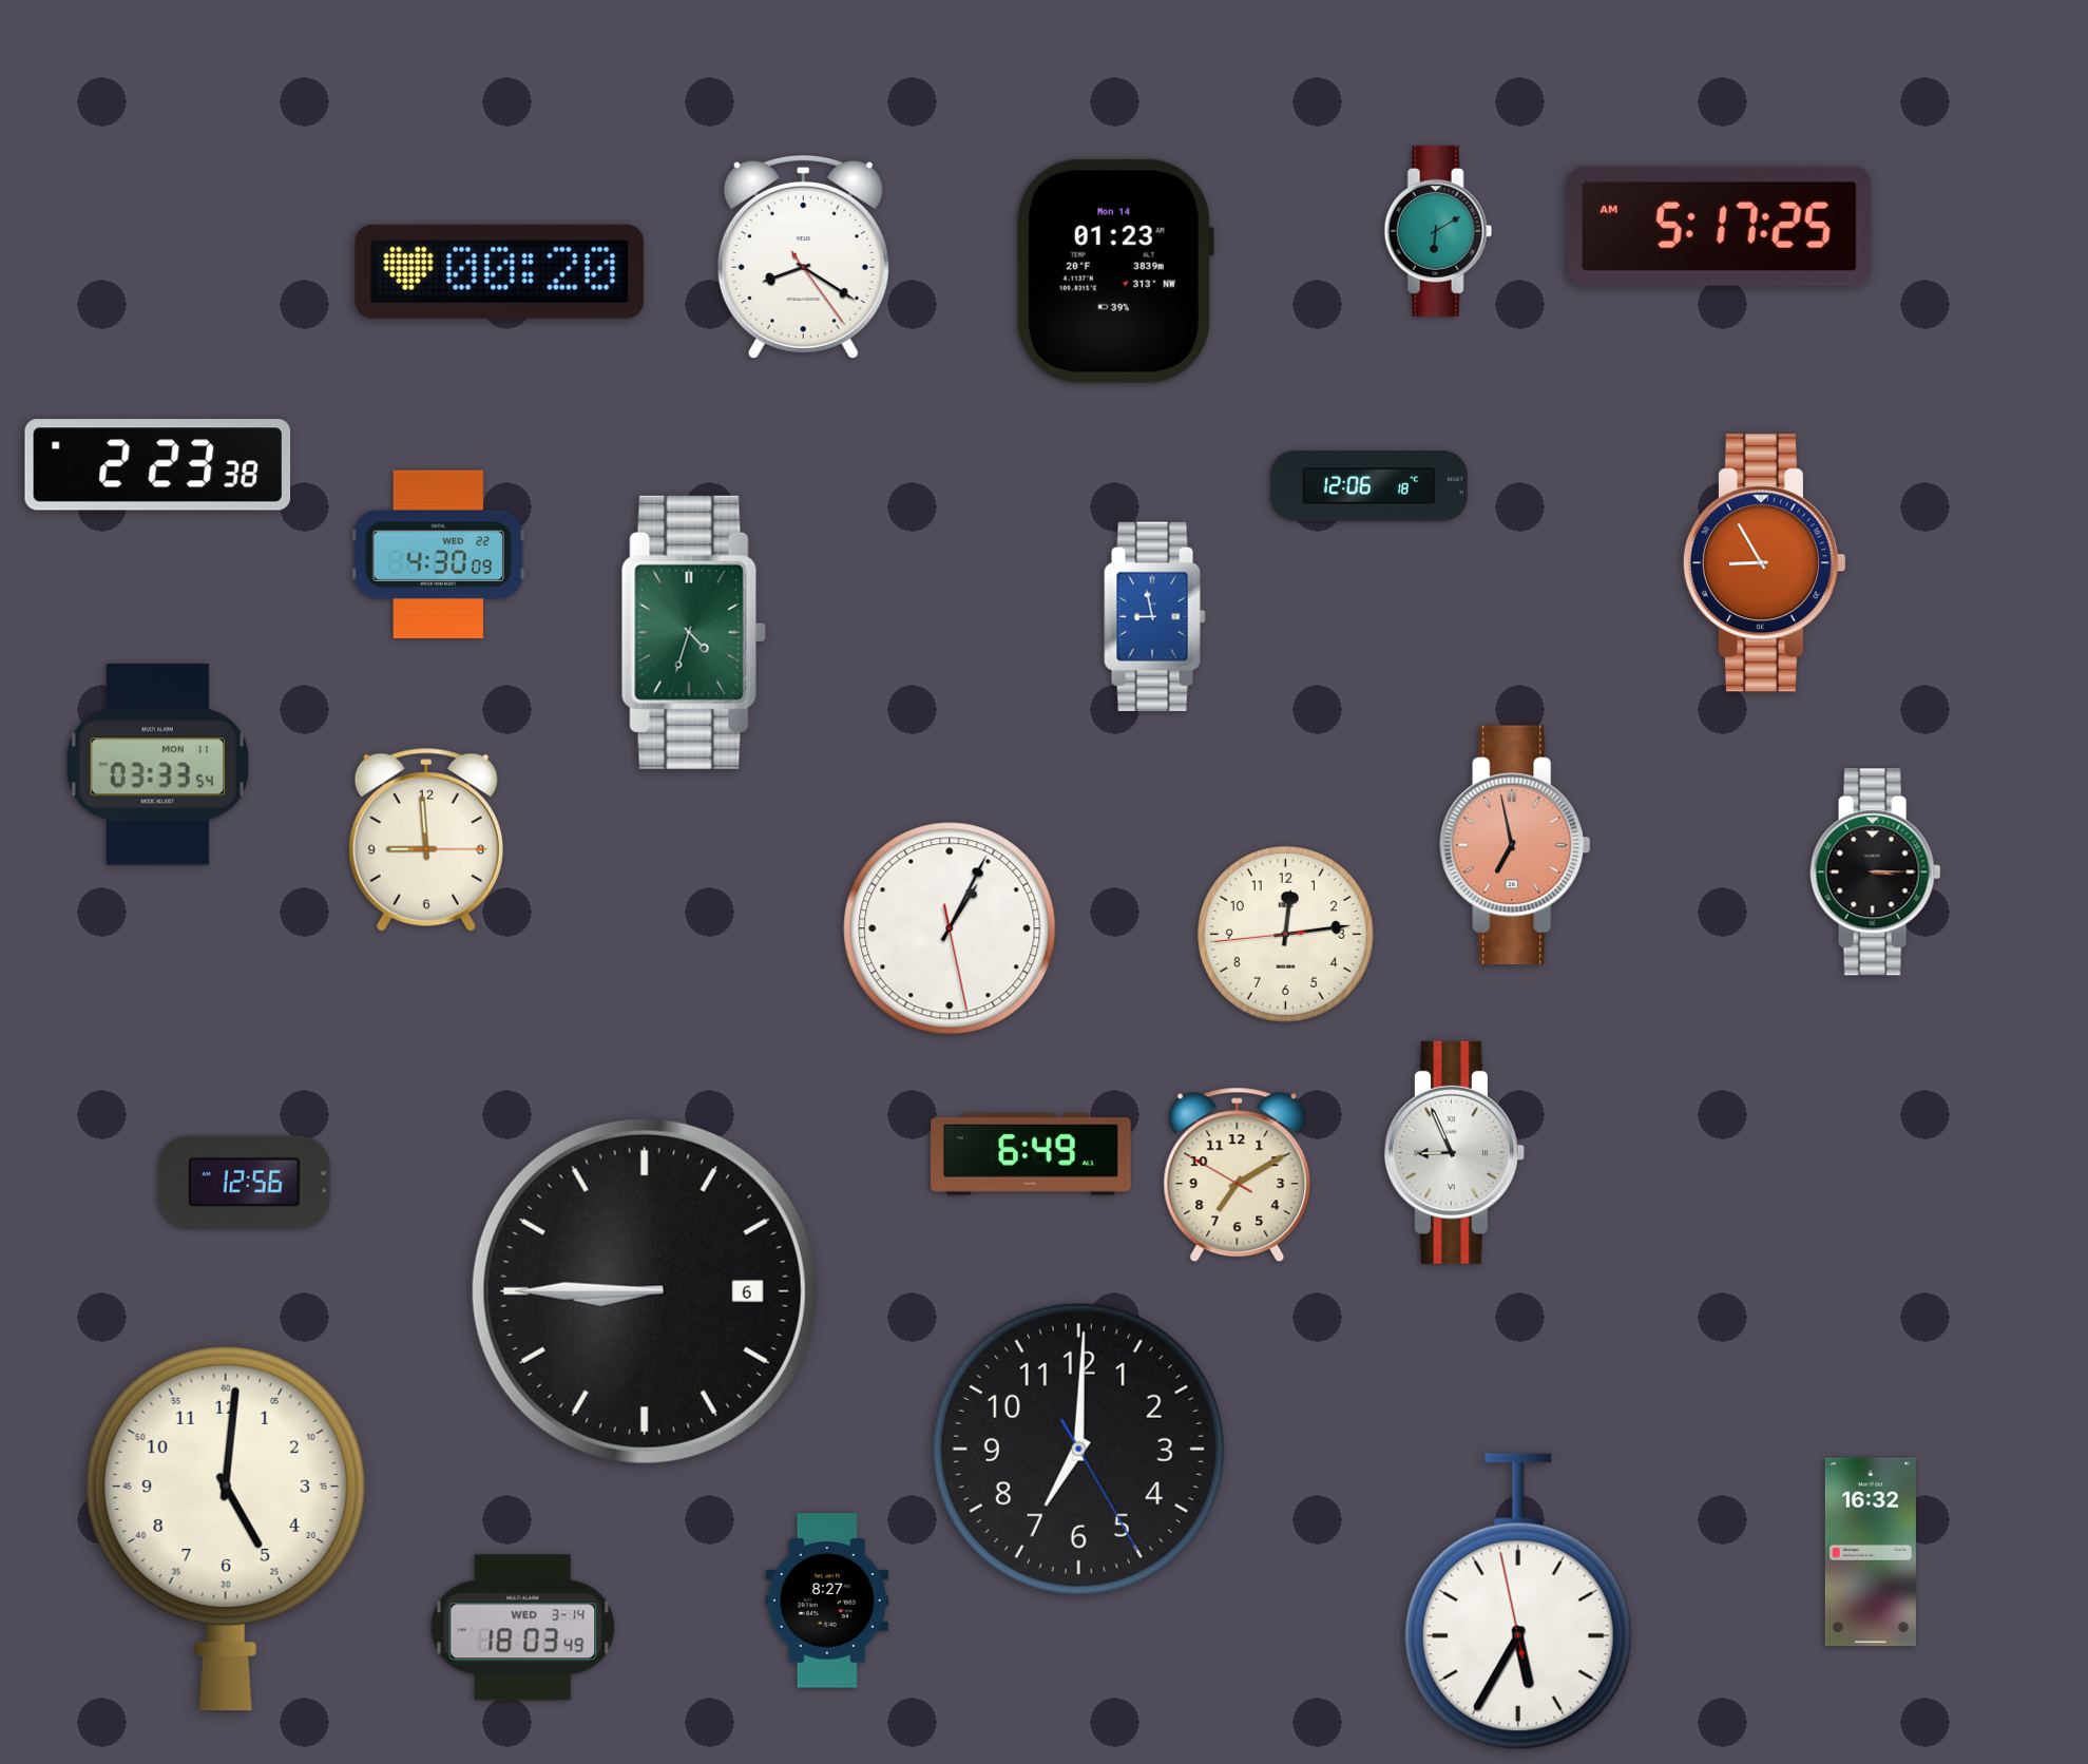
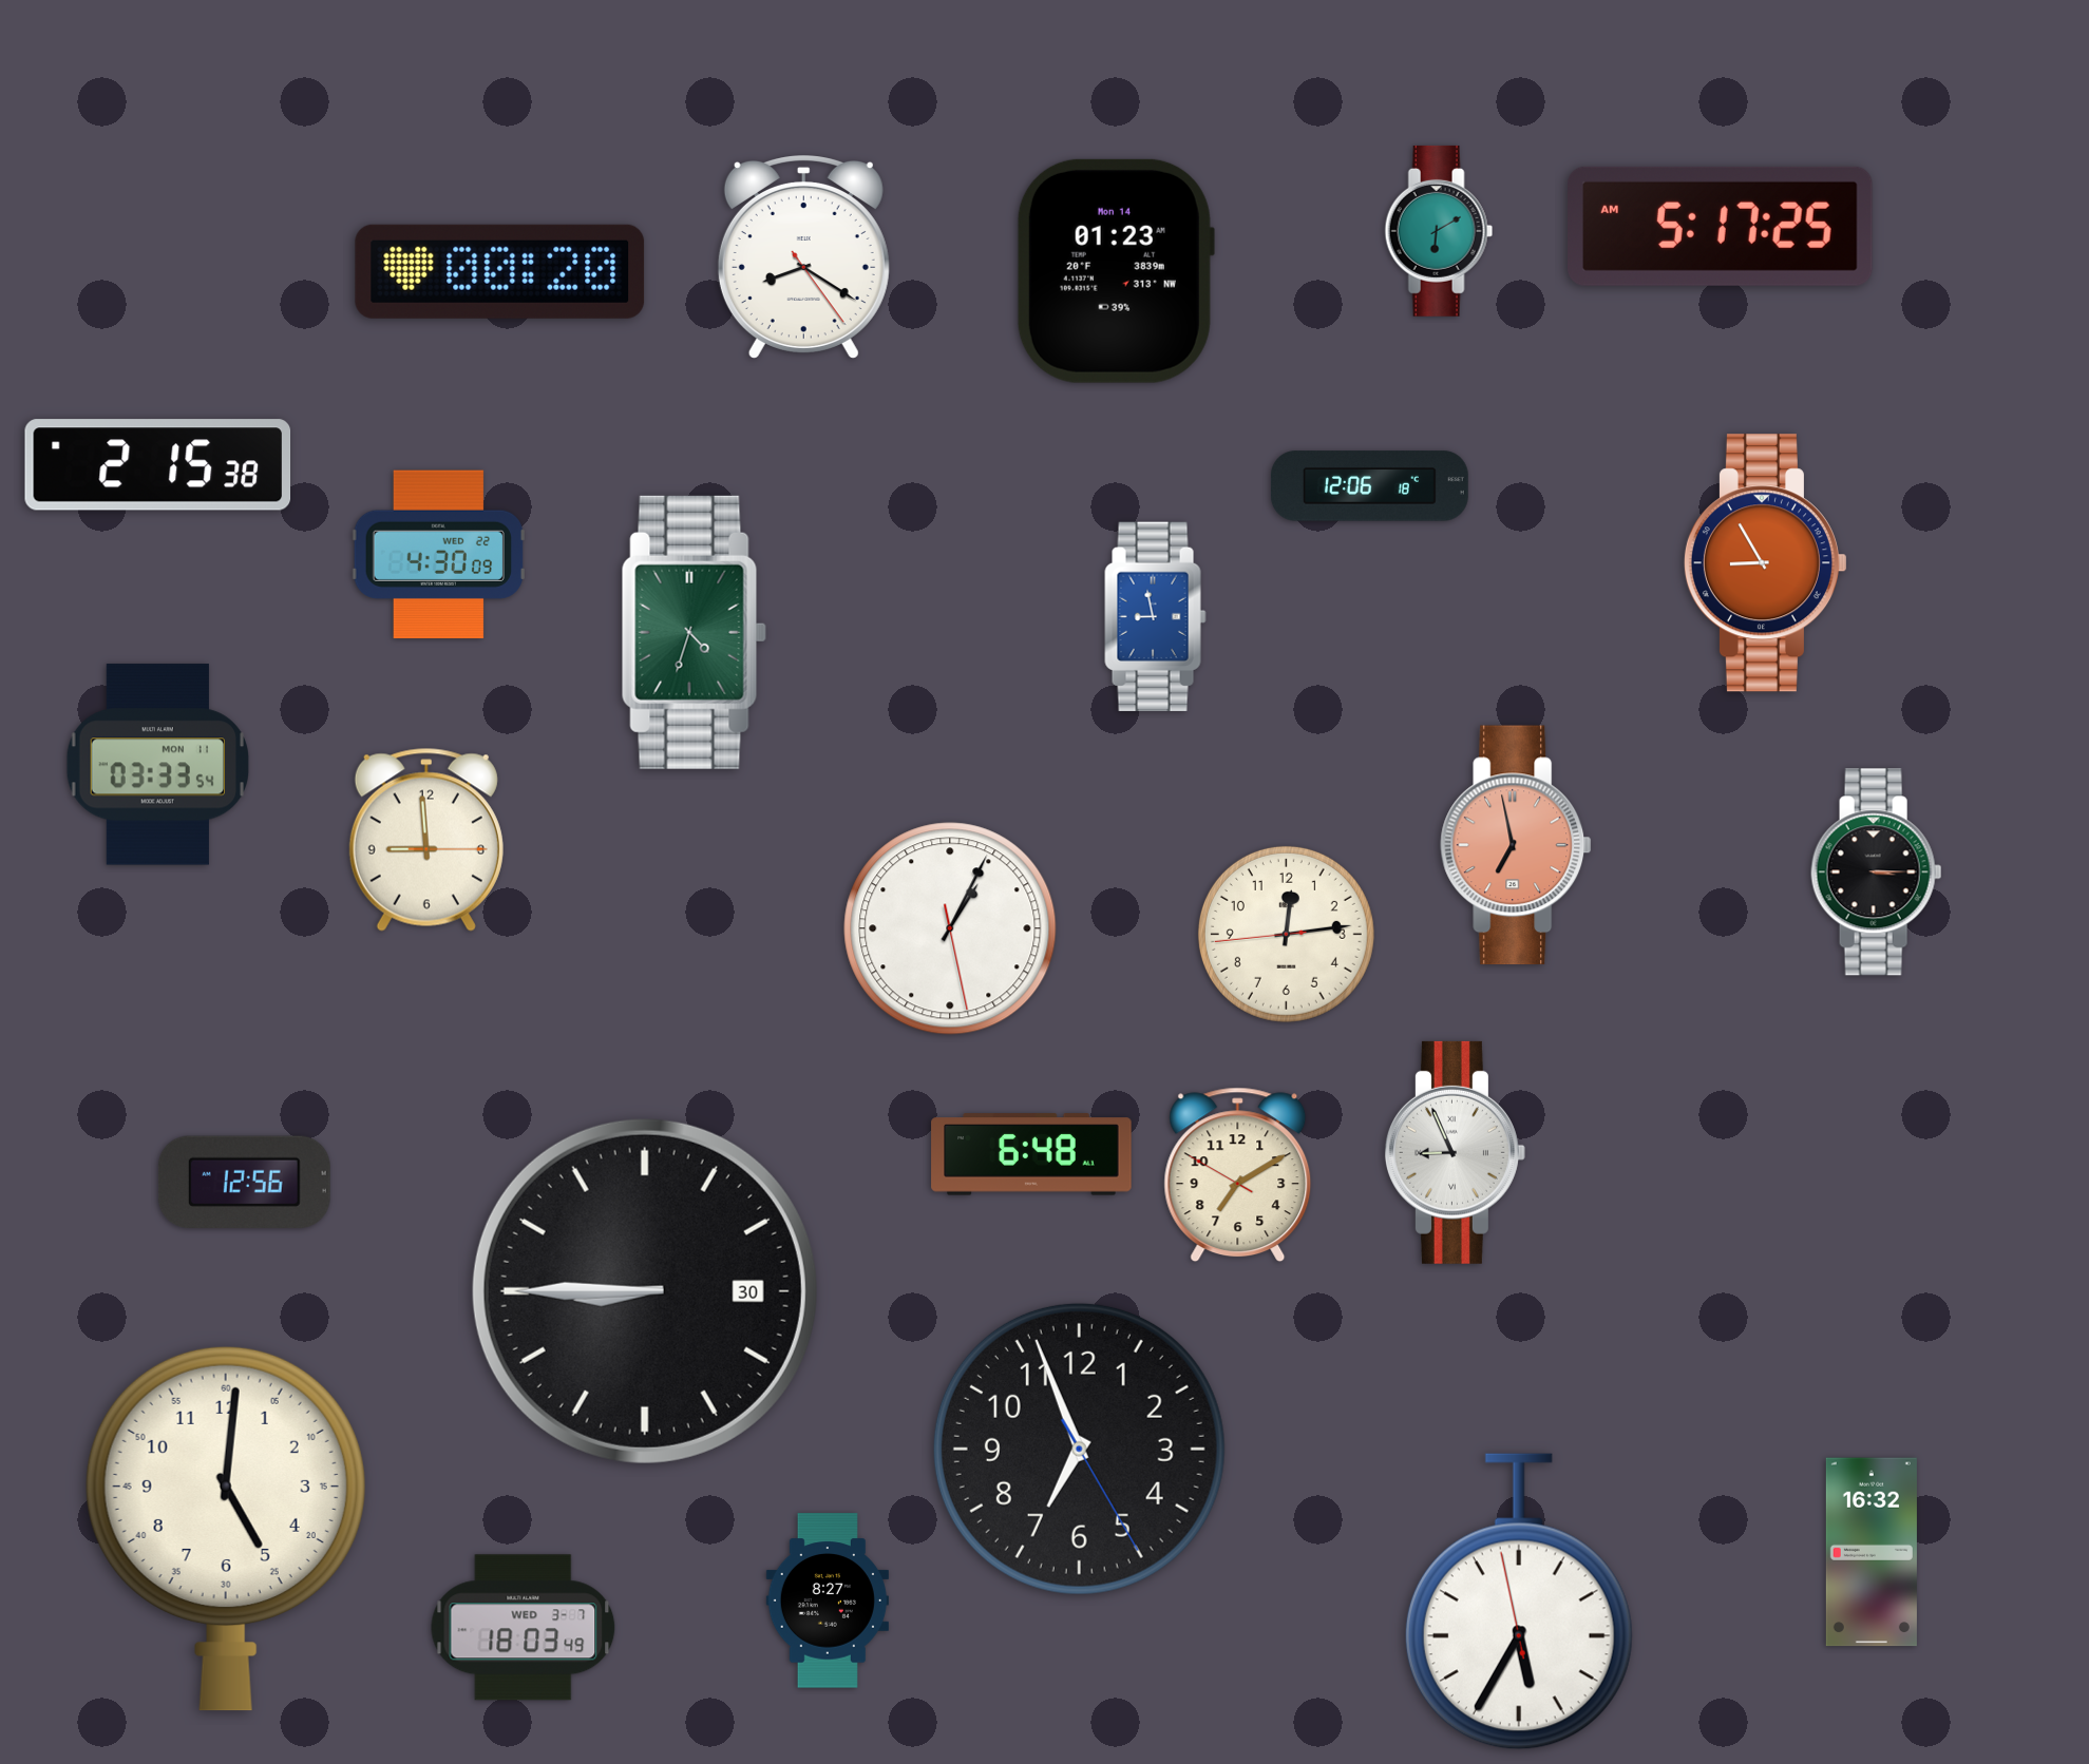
clock at (158, 465): 2:23 -> 2:15
clock at (1031, 1154): 6:49 -> 6:48
clock at (645, 1291) date: 6 -> 30
clock at (1078, 1449): 7:00 -> 6:56
clock at (523, 1628) date: WED 3-14 -> WED 3-7
